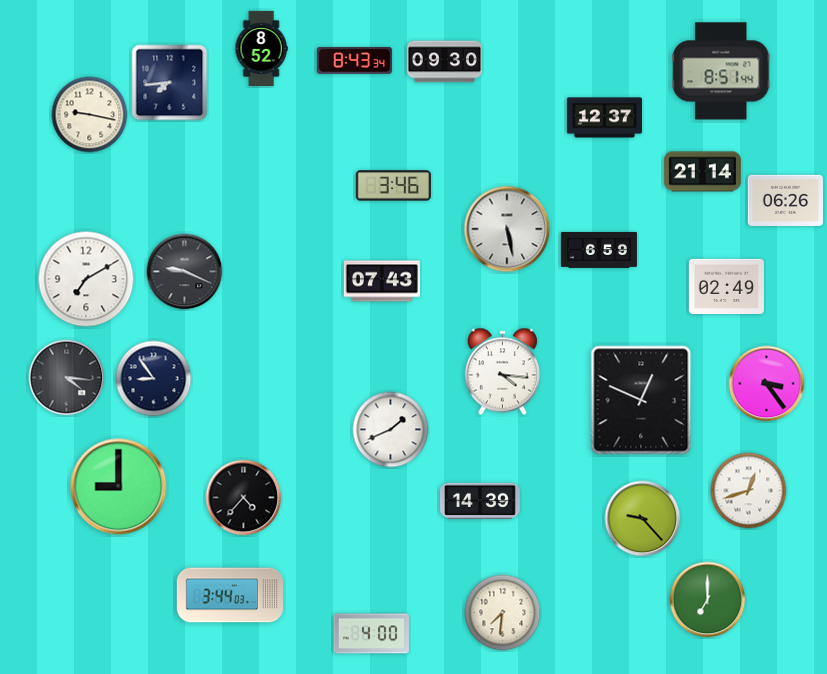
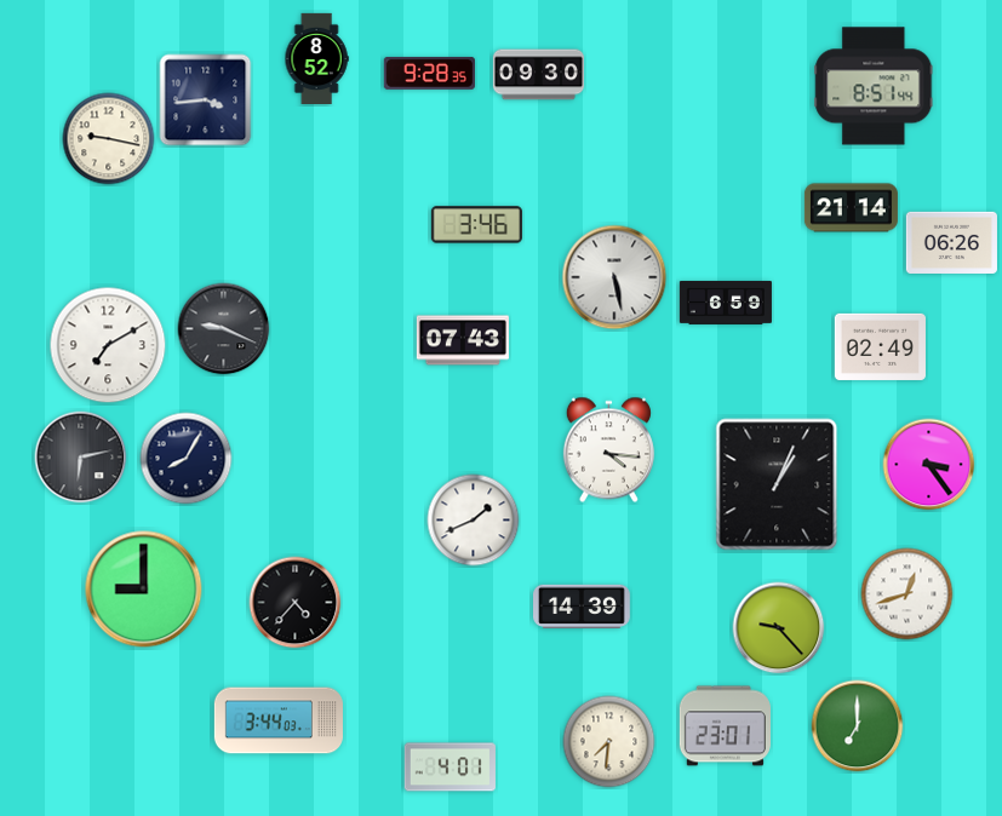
clock at (354, 60): 8:43 -> 9:28
clock at (170, 83): 7:44 -> 3:44
clock at (604, 118): 12:37 -> none
clock at (86, 279) position: (86, 279) -> (108, 345)
clock at (67, 378): 4:16 -> 6:13
clock at (154, 379): 8:54 -> 8:05
clock at (641, 400): 12:49 -> 1:04
clock at (725, 726): none -> 23:01
clock at (371, 634): 4:00 -> 4:01
